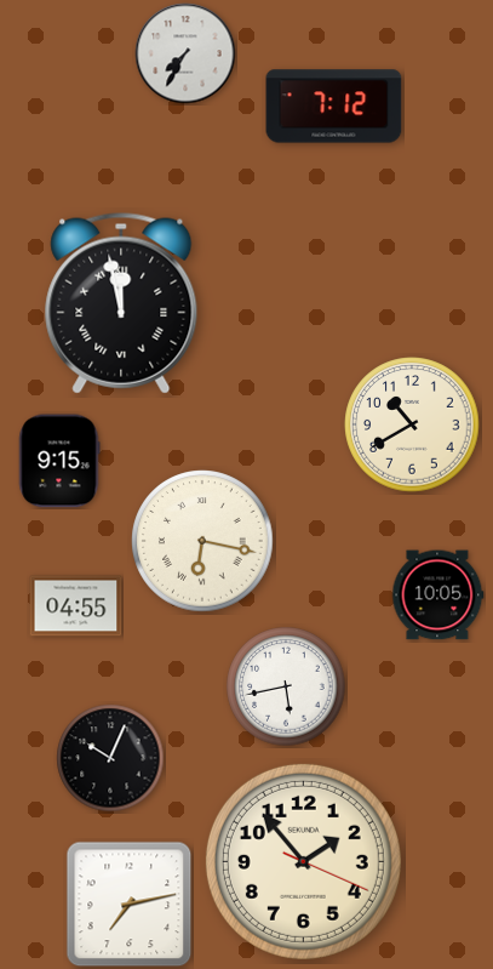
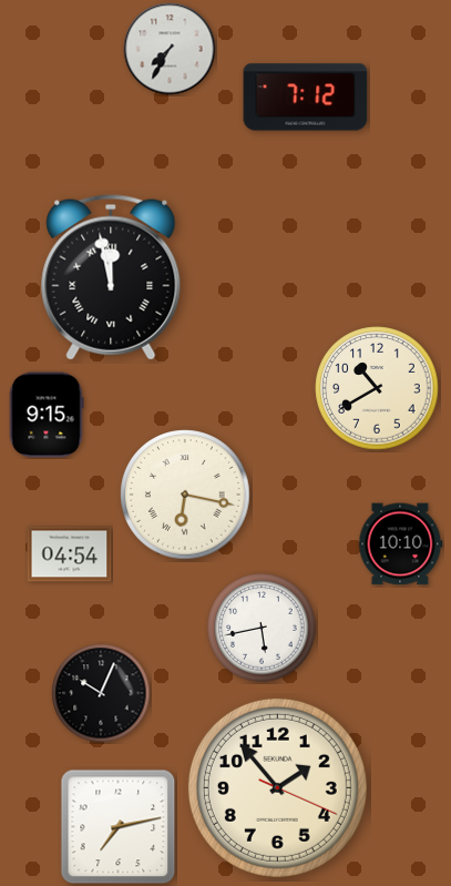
clock at (59, 461) position: (59, 461) -> (47, 415)
clock at (437, 595): 10:05 -> 10:10
clock at (76, 606): 04:55 -> 04:54
